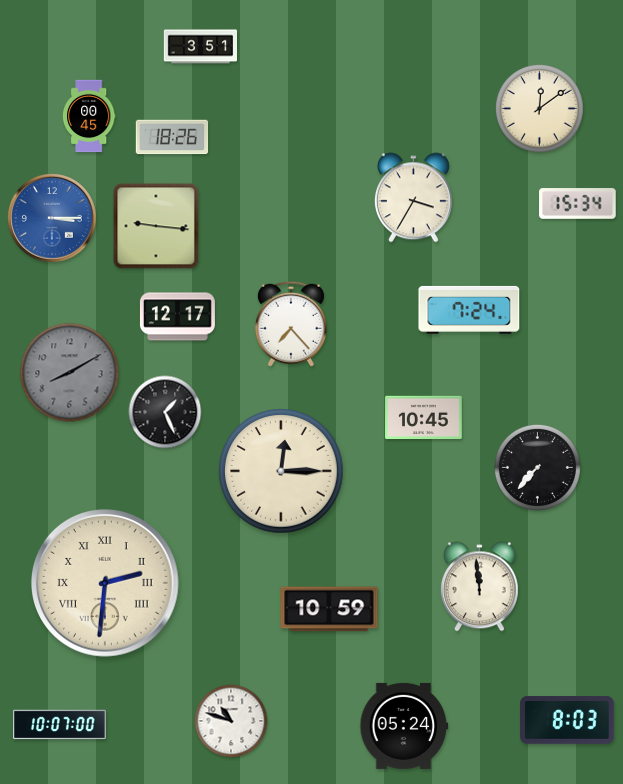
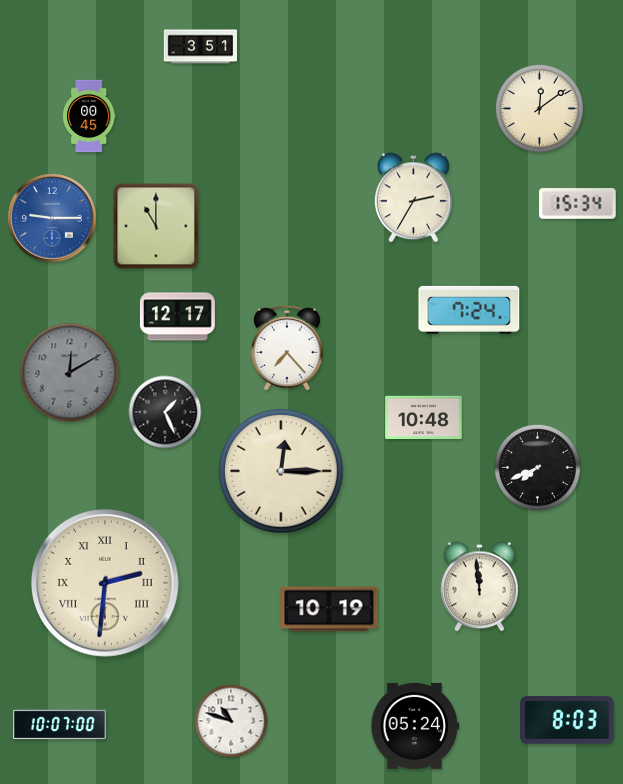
clock at (172, 137): 18:26 -> none
clock at (413, 198): 3:35 -> 2:35
clock at (53, 219): 3:15 -> 9:15
clock at (156, 226): 9:16 -> 11:00
clock at (291, 324) position: (291, 324) -> (287, 348)
clock at (70, 373): 8:10 -> 12:10
clock at (424, 417): 10:45 -> 10:48
clock at (537, 467): 7:37 -> 7:41
clock at (329, 609): 10:59 -> 10:19
clock at (404, 726) position: (404, 726) -> (415, 726)
